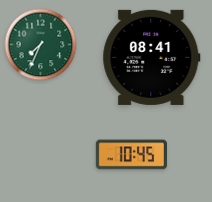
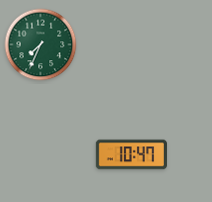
clock at (152, 57): 08:41 -> none
clock at (131, 155): 10:45 -> 10:47
